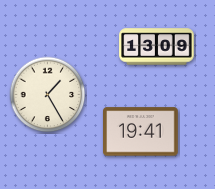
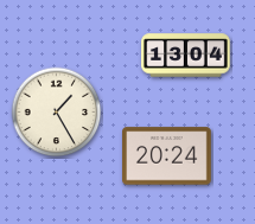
clock at (157, 47): 13:09 -> 13:04
clock at (141, 132): 19:41 -> 20:24
